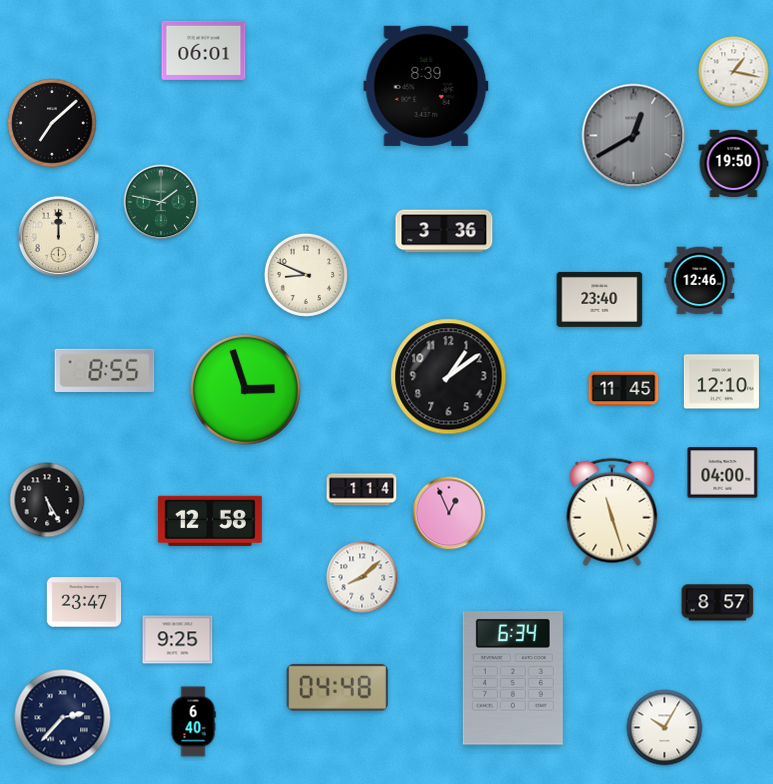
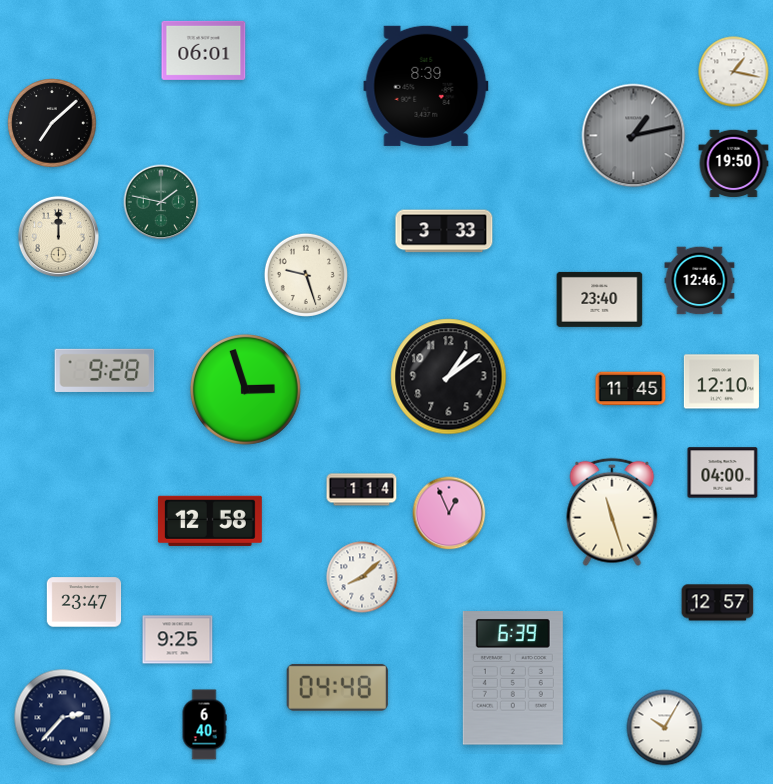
clock at (634, 136): 12:40 -> 1:13
clock at (444, 231): 3:36 -> 3:33
clock at (306, 275): 8:49 -> 9:27
clock at (105, 370): 8:55 -> 9:28
clock at (624, 389) position: (624, 389) -> (631, 389)
clock at (47, 500): 5:25 -> none
clock at (718, 603): 8:57 -> 12:57
clock at (513, 678): 6:34 -> 6:39
clock at (193, 722) position: (193, 722) -> (204, 725)
